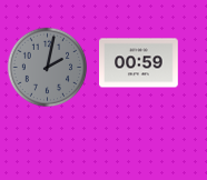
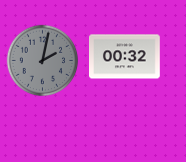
clock at (139, 63): 00:59 -> 00:32
